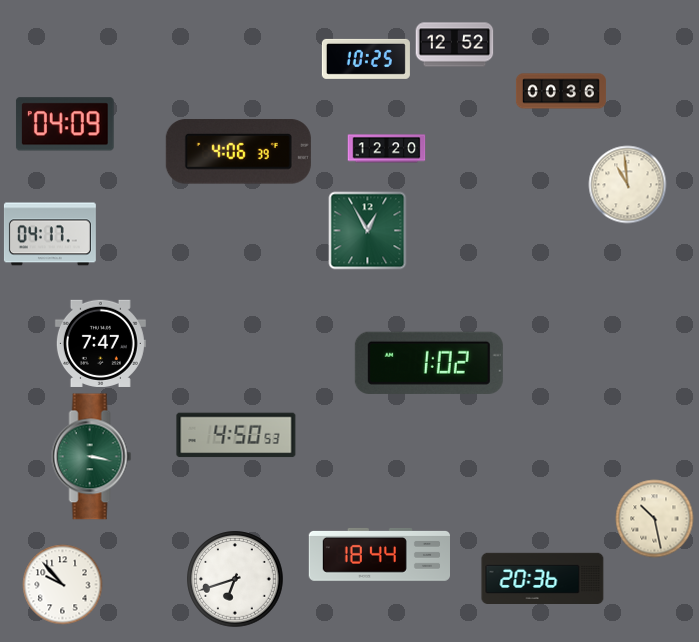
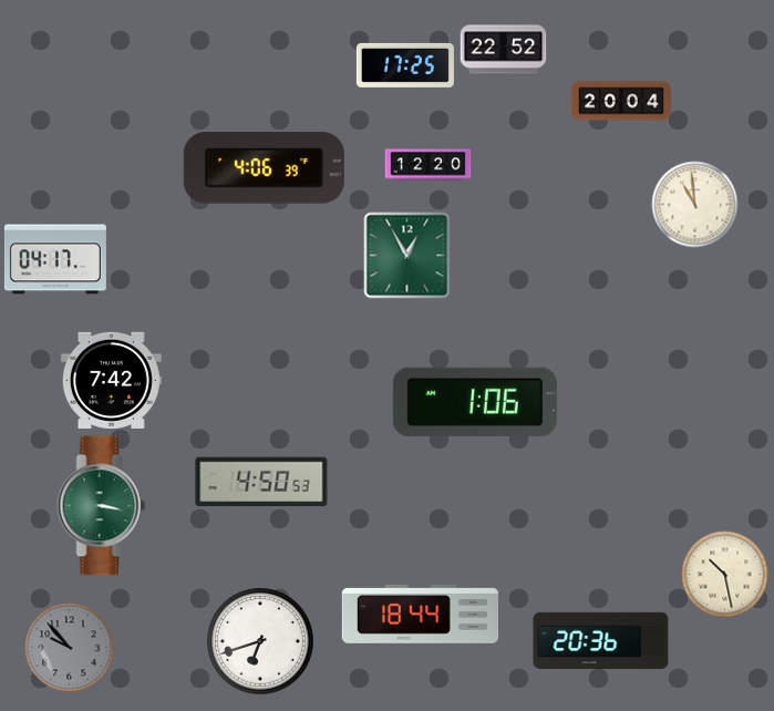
clock at (454, 45): 12:52 -> 22:52
clock at (366, 59): 10:25 -> 17:25
clock at (561, 91): 00:36 -> 20:04
clock at (65, 124): 04:09 -> none
clock at (100, 343): 7:47 -> 7:42
clock at (429, 363): 1:02 -> 1:06
clock at (62, 584) dial: white -> grey
